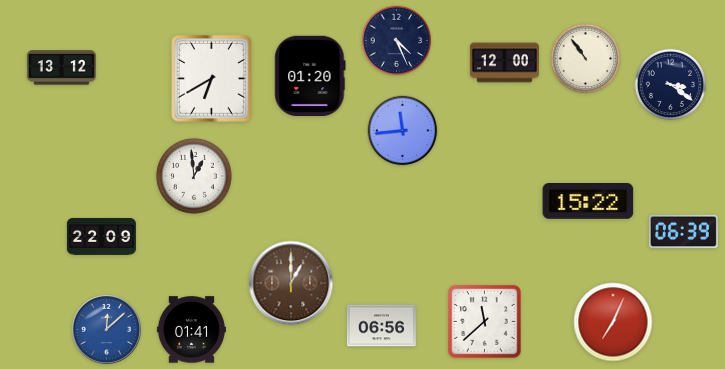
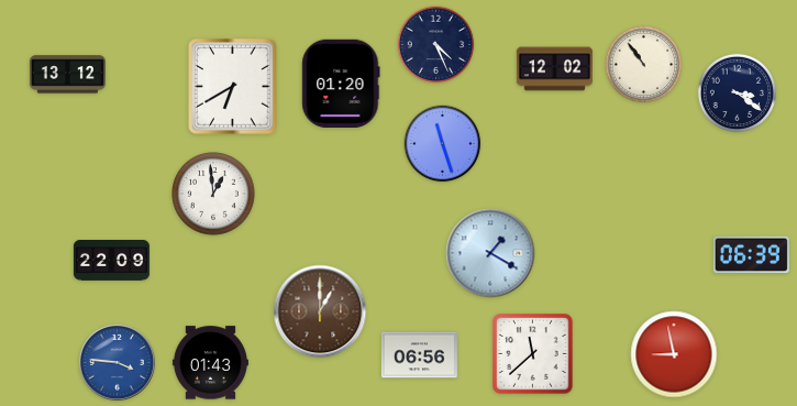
clock at (504, 63): 12:00 -> 12:02
clock at (403, 131): 11:44 -> 11:27
clock at (588, 202): 15:22 -> none
clock at (490, 253): none -> 1:20
clock at (613, 322): 7:04 -> 8:58
clock at (381, 326) position: (381, 326) -> (419, 355)
clock at (107, 330): 12:08 -> 3:46
clock at (191, 330): 01:41 -> 01:43
